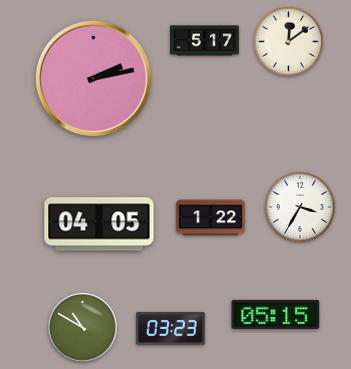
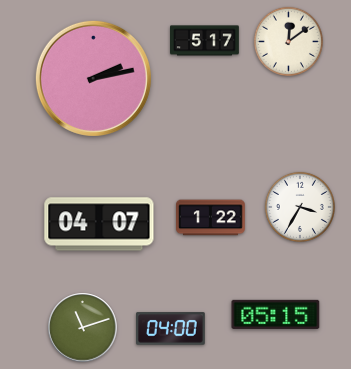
clock at (99, 224): 04:05 -> 04:07
clock at (83, 328): 10:50 -> 11:12
clock at (171, 329): 03:23 -> 04:00
